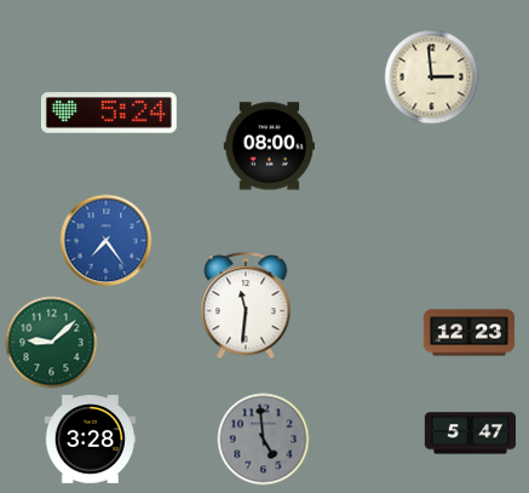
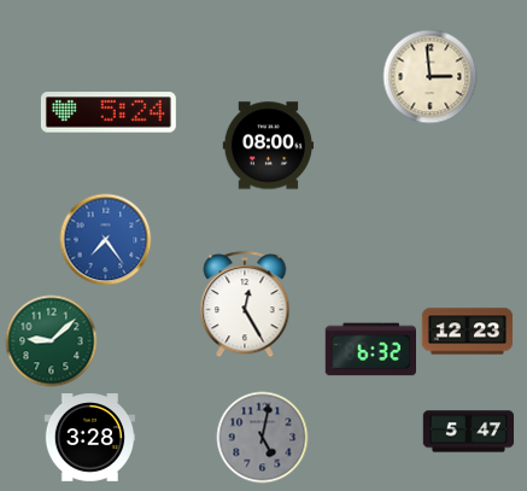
clock at (246, 306): 11:31 -> 12:25
clock at (370, 350): none -> 6:32
clock at (264, 440): 4:59 -> 5:02
